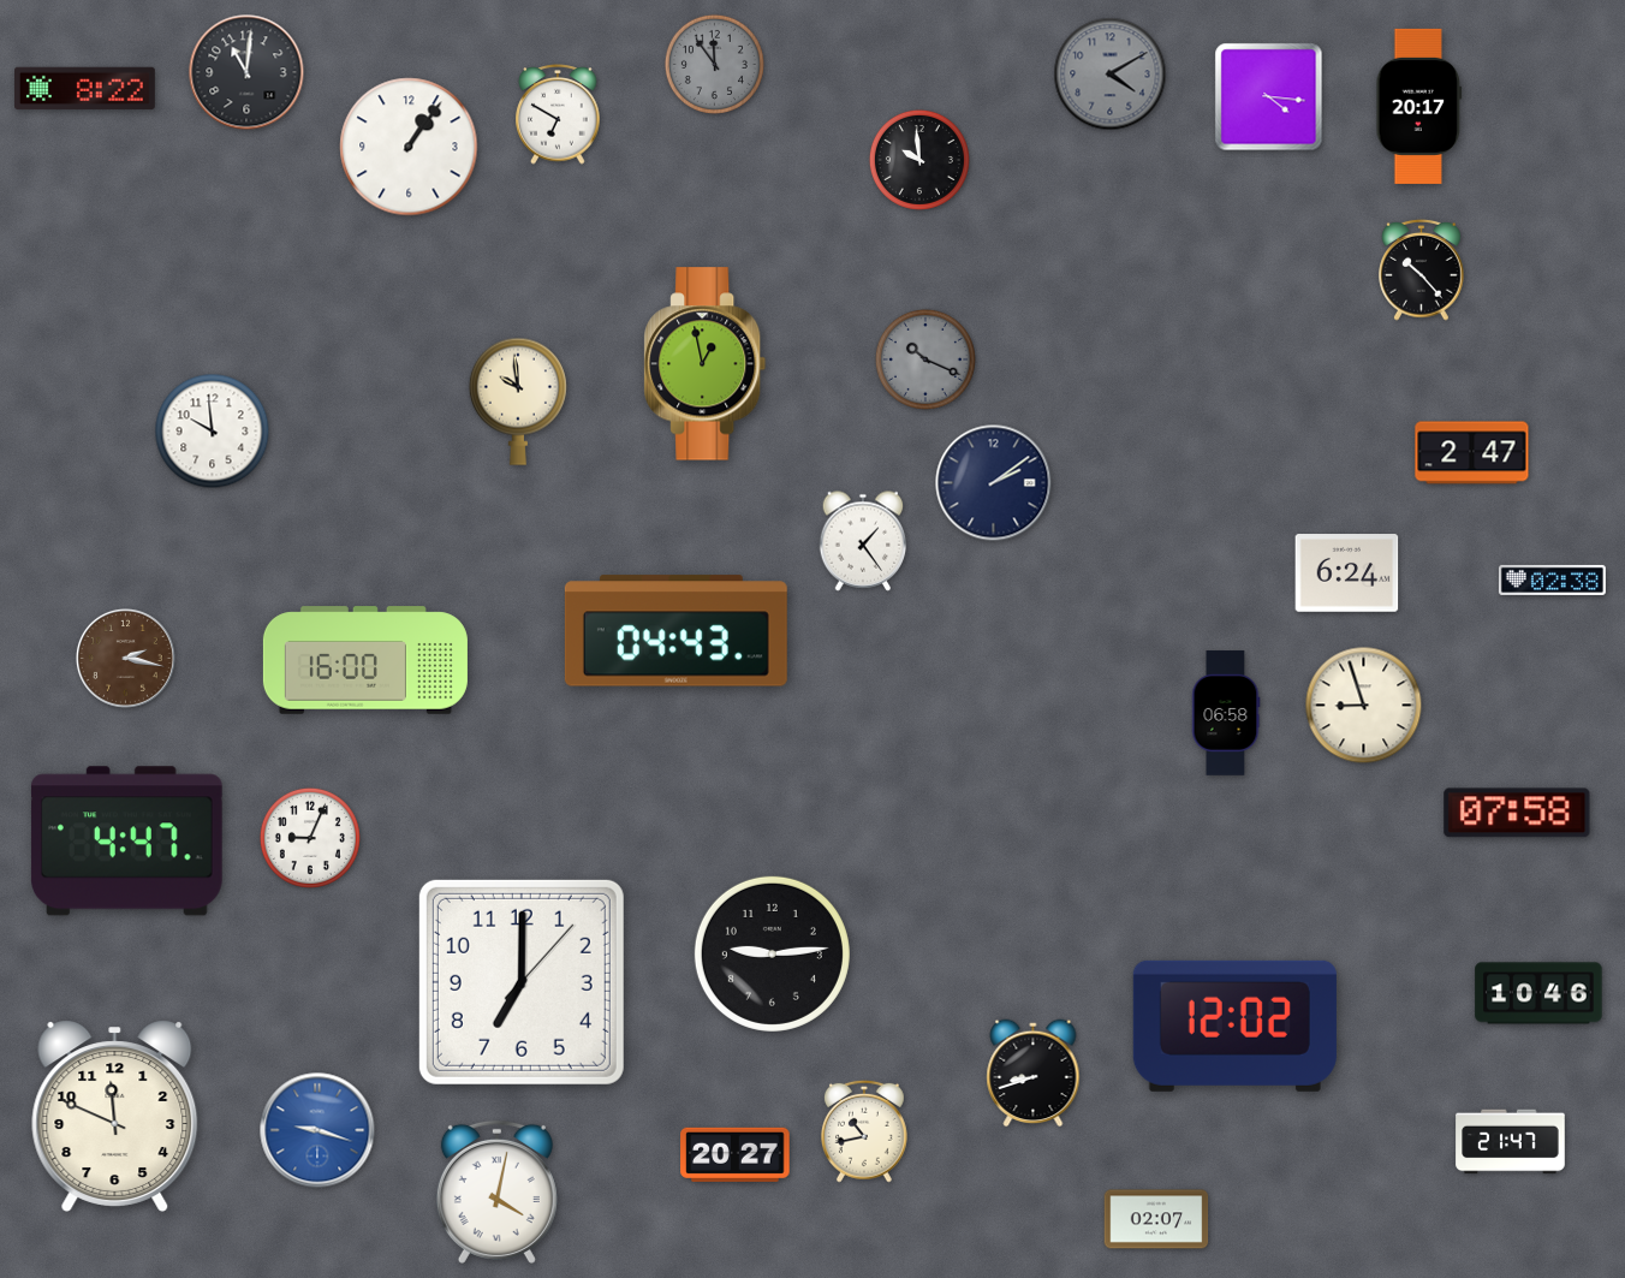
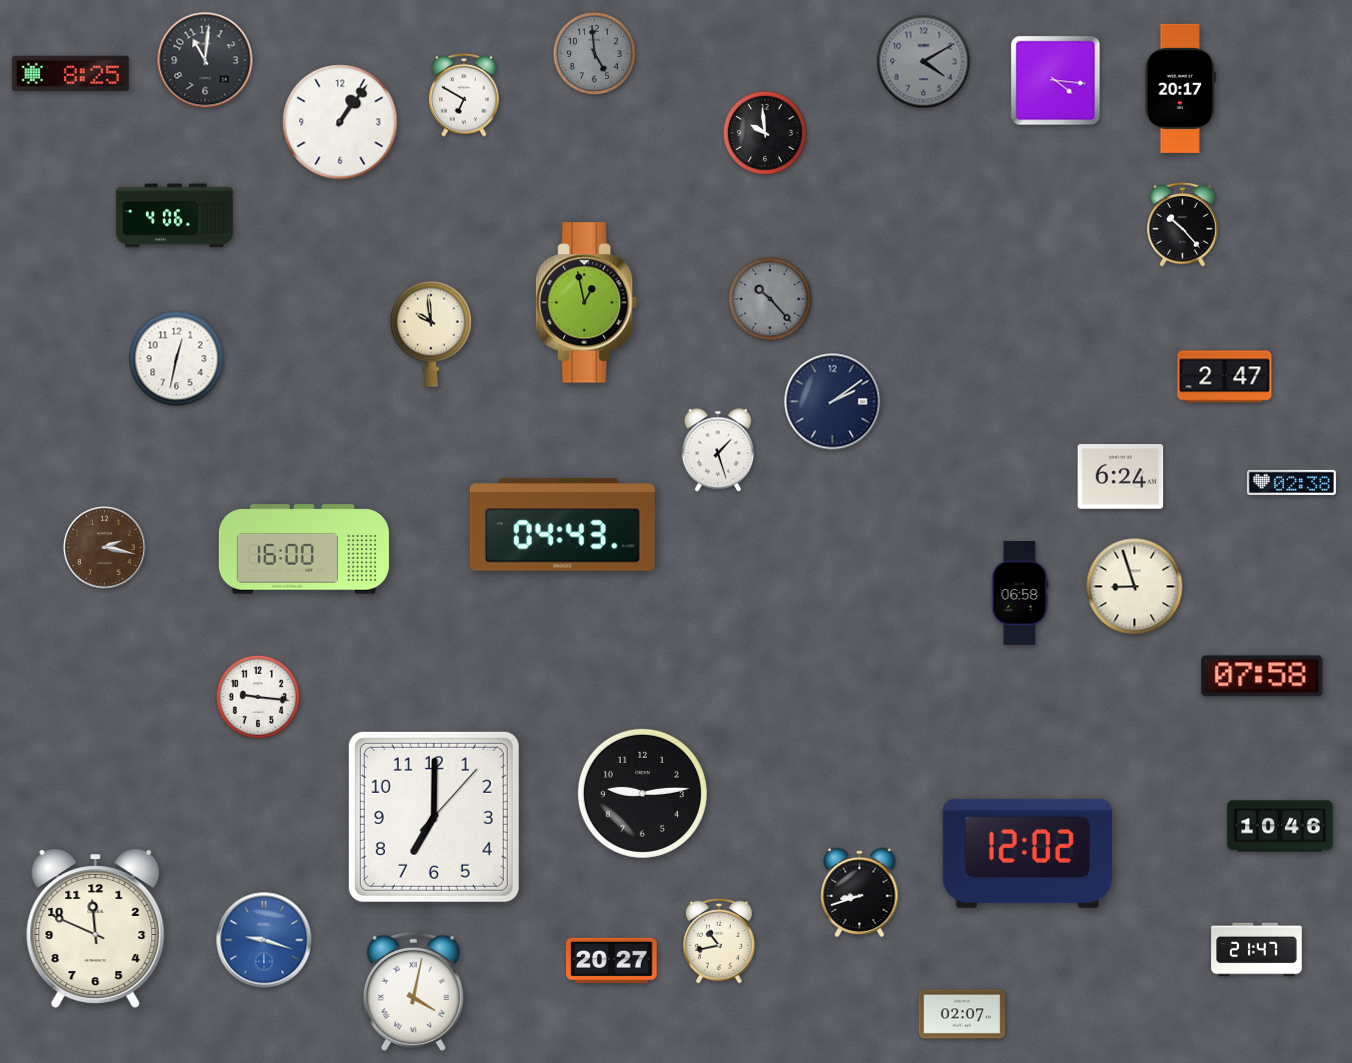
clock at (714, 64): 11:54 -> 4:59
clock at (84, 89): 8:22 -> 8:25
clock at (174, 216): none -> 4:06
clock at (925, 359): 10:19 -> 10:23
clock at (213, 432): 9:59 -> 12:32
clock at (994, 483) position: (994, 483) -> (833, 402)
clock at (863, 541): 1:24 -> 1:27
clock at (310, 838): 9:04 -> 9:16
clock at (126, 842): 4:47 -> none
